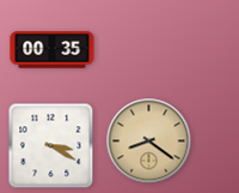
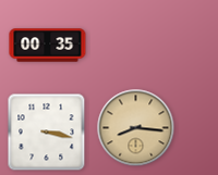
clock at (149, 141): 8:21 -> 8:16
clock at (51, 146): 3:20 -> 3:17
